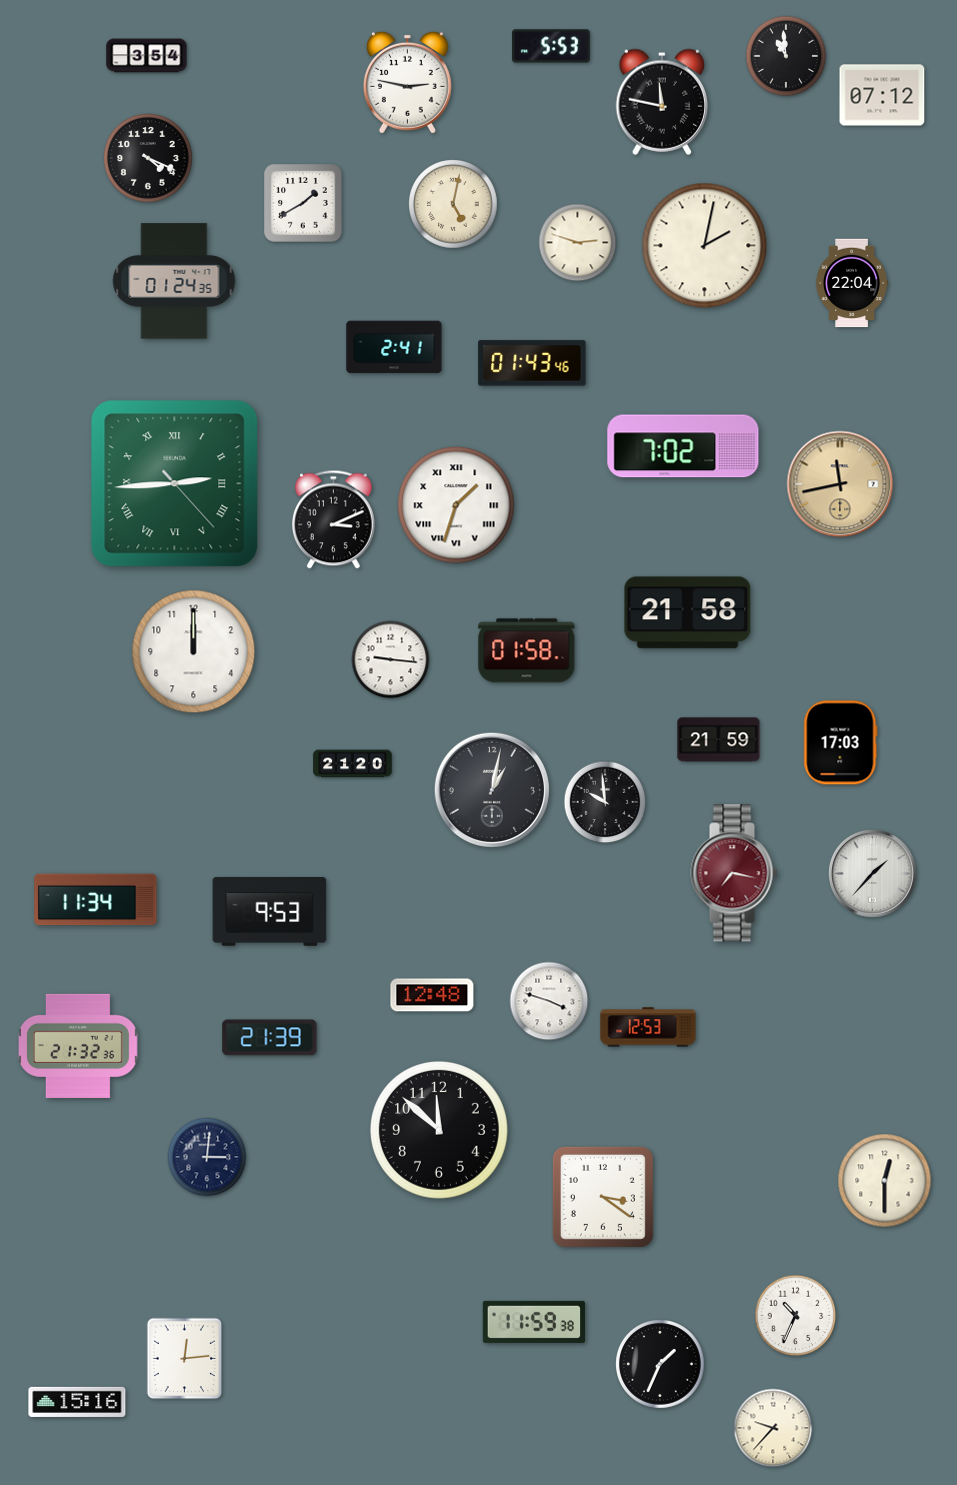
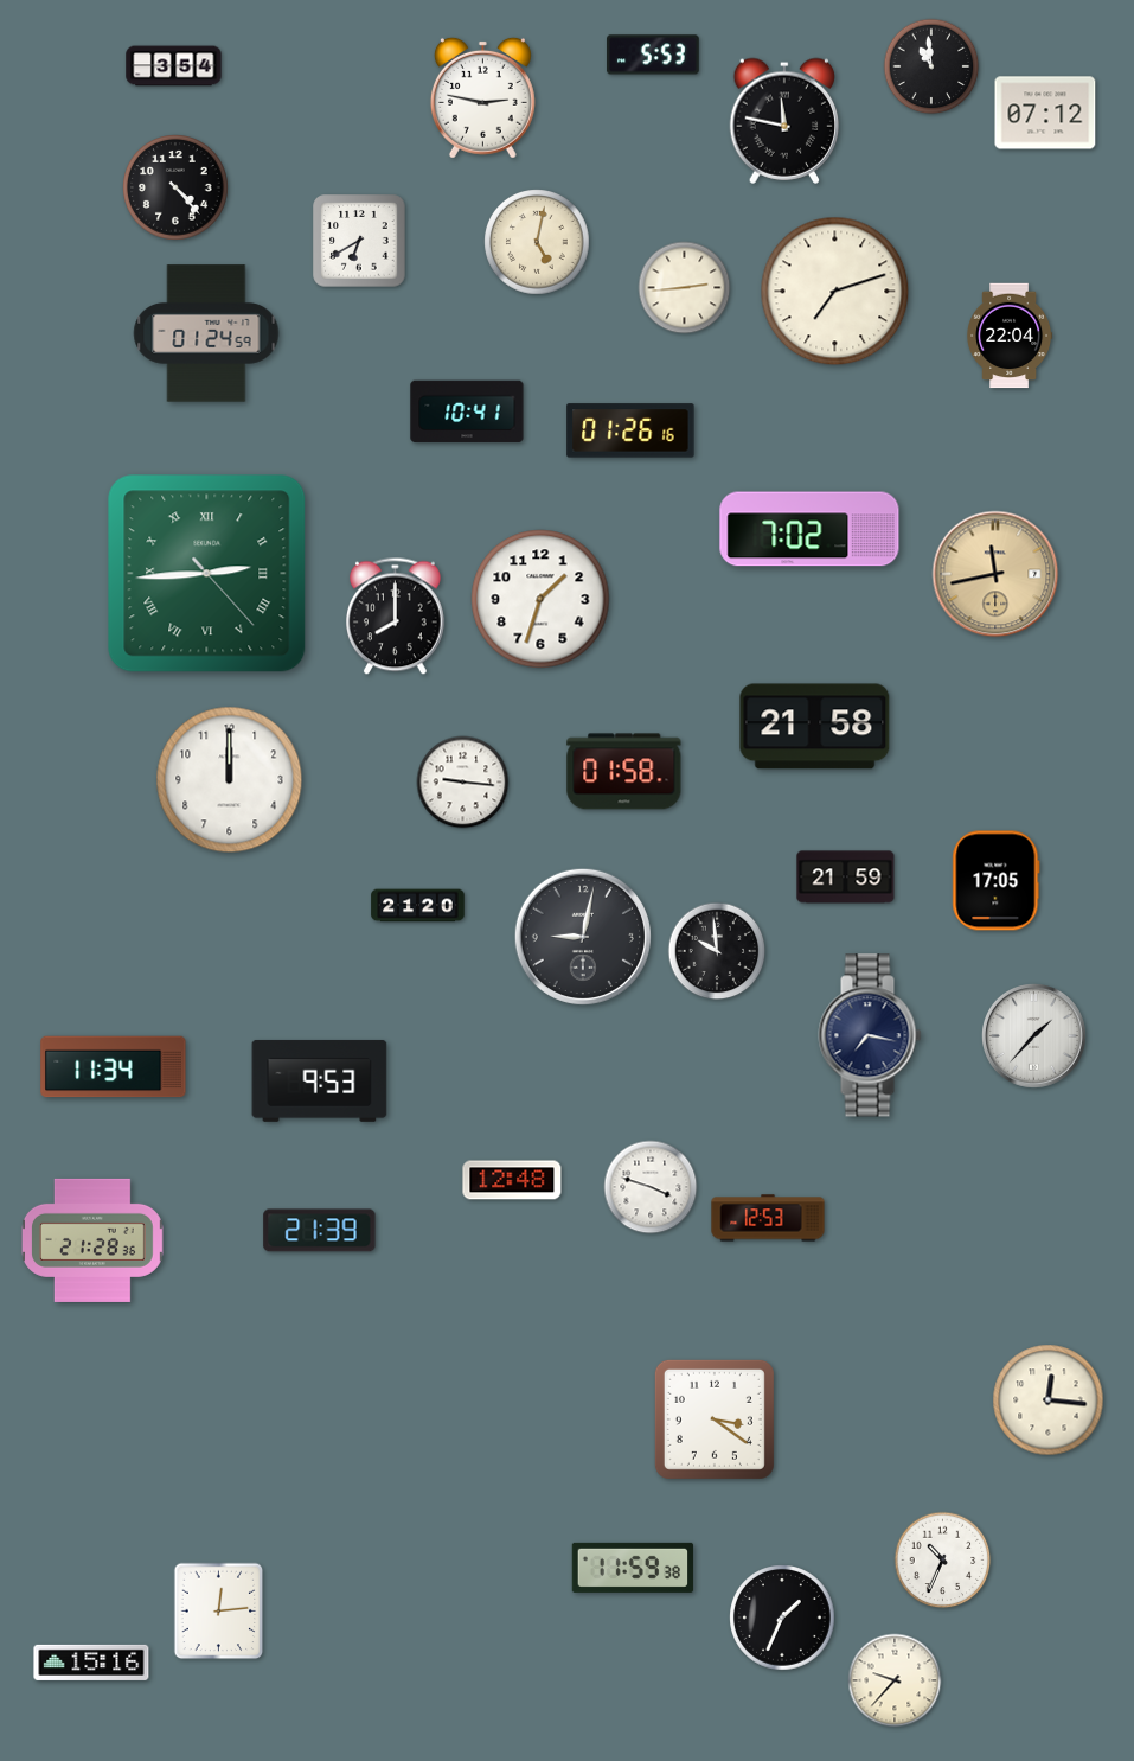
clock at (148, 158): 4:19 -> 4:23
clock at (303, 203): 1:40 -> 6:40
clock at (578, 243): 2:48 -> 2:44
clock at (705, 246): 2:02 -> 7:12
clock at (174, 281): 01:24:35 -> 01:24:59
clock at (394, 347): 2:41 -> 10:41
clock at (532, 363): 01:43 -> 01:26
clock at (456, 505) numerals: Roman -> Arabic
clock at (334, 520): 3:11 -> 8:00
clock at (194, 652) position: (194, 652) -> (230, 780)
clock at (719, 740) position: (719, 740) -> (846, 878)
clock at (841, 743): 17:03 -> 17:05
clock at (492, 790): 1:02 -> 9:02
clock at (734, 873) dial: burgundy -> navy
clock at (78, 1046): 21:32 -> 21:28
clock at (439, 1130): 11:52 -> none
clock at (207, 1157): 3:01 -> none
clock at (885, 1181): 12:30 -> 12:16
clock at (773, 1428) position: (773, 1428) -> (895, 1680)
